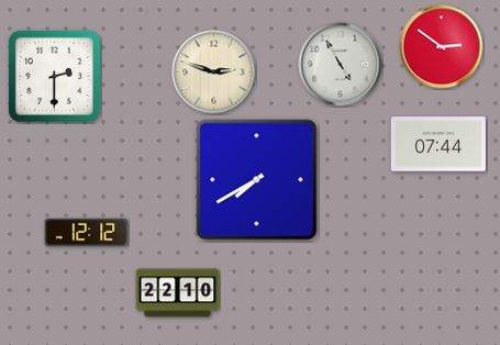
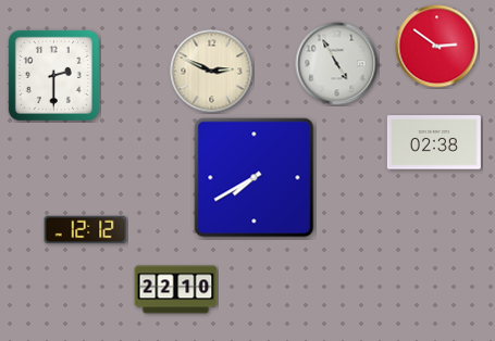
clock at (214, 73): 2:48 -> 2:49
clock at (438, 144): 07:44 -> 02:38
